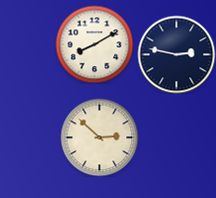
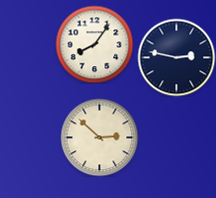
clock at (94, 44): 8:10 -> 8:06
clock at (176, 54) position: (176, 54) -> (176, 57)
